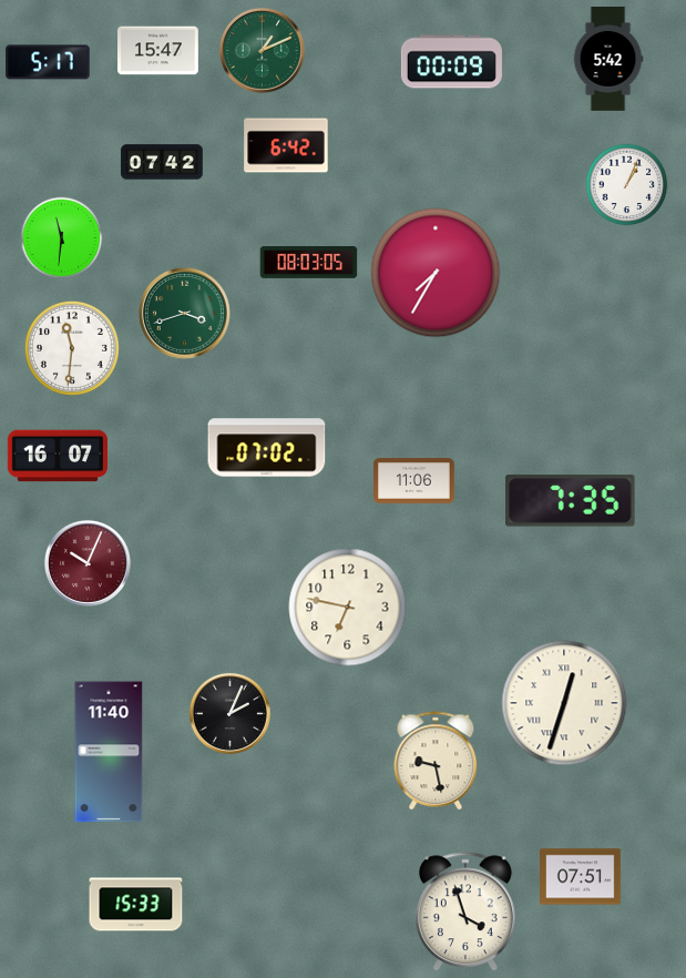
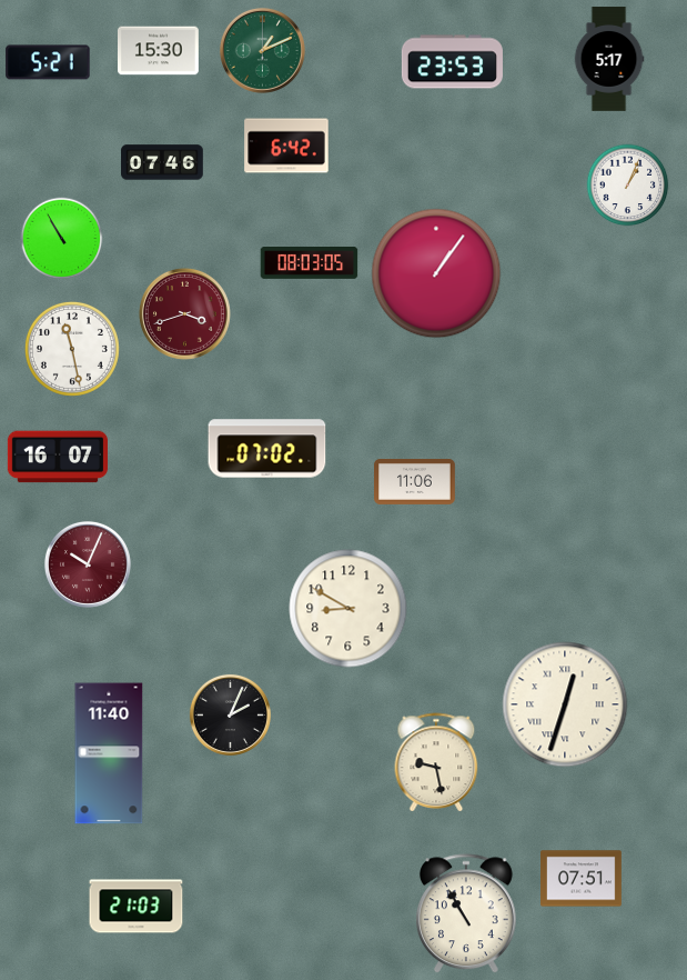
clock at (158, 51): 15:47 -> 15:30
clock at (608, 59): 5:42 -> 5:17
clock at (48, 62): 5:17 -> 5:21
clock at (451, 62): 00:09 -> 23:53
clock at (162, 162): 07:42 -> 07:46
clock at (62, 238): 11:31 -> 10:55
clock at (436, 273): 7:35 -> 1:06
clock at (184, 313) dial: green -> burgundy
clock at (72, 348): 11:31 -> 11:28
clock at (571, 501): 7:35 -> none
clock at (348, 608): 6:47 -> 8:50
clock at (136, 905): 15:33 -> 21:03
clock at (465, 913): 3:57 -> 10:55
